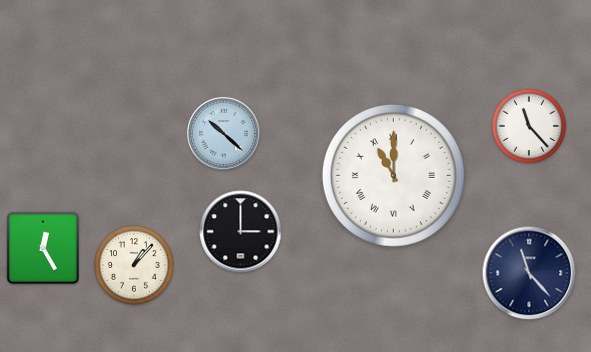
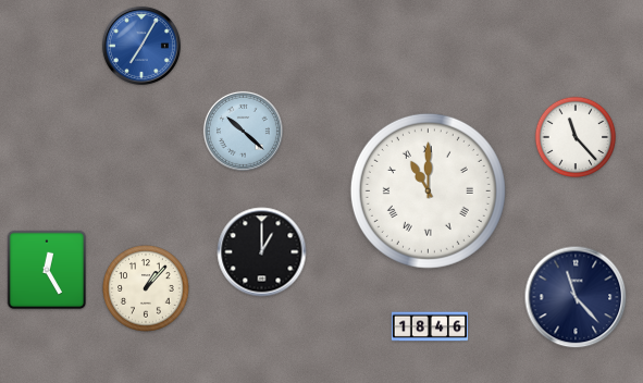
clock at (141, 46): none -> 7:05
clock at (223, 133) position: (223, 133) -> (243, 131)
clock at (241, 232): 3:00 -> 1:00
clock at (430, 326): none -> 18:46
